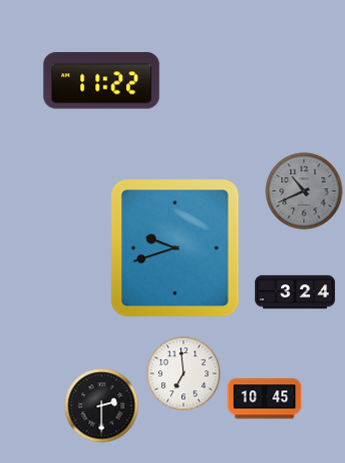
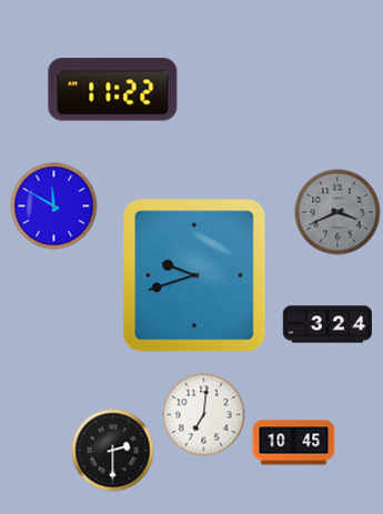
clock at (54, 206): none -> 11:50
clock at (304, 191): 10:41 -> 3:41
clock at (184, 374): 6:59 -> 7:01
